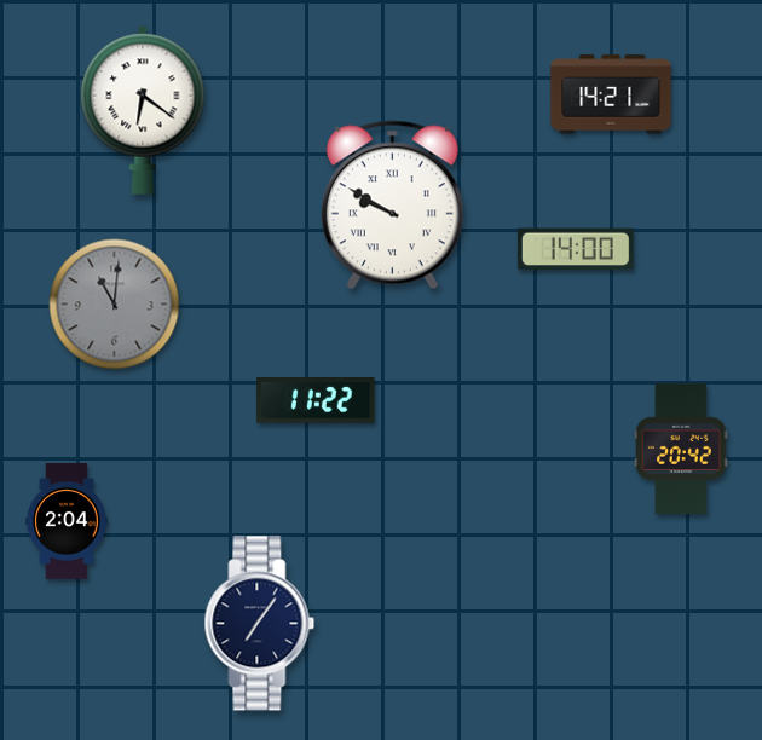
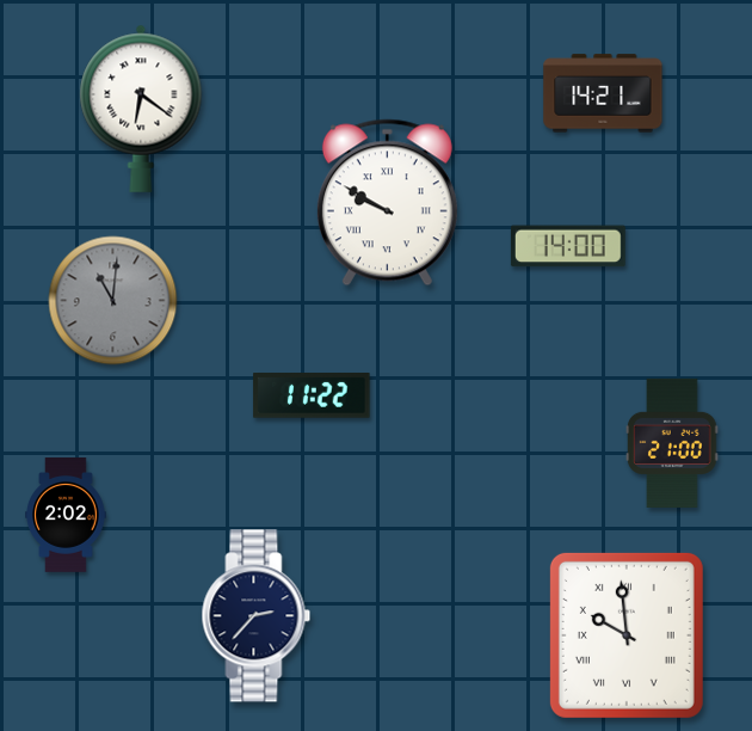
clock at (681, 449): 20:42 -> 21:00
clock at (67, 522): 2:04 -> 2:02
clock at (260, 624): 7:06 -> 2:37
clock at (627, 635): none -> 9:59
